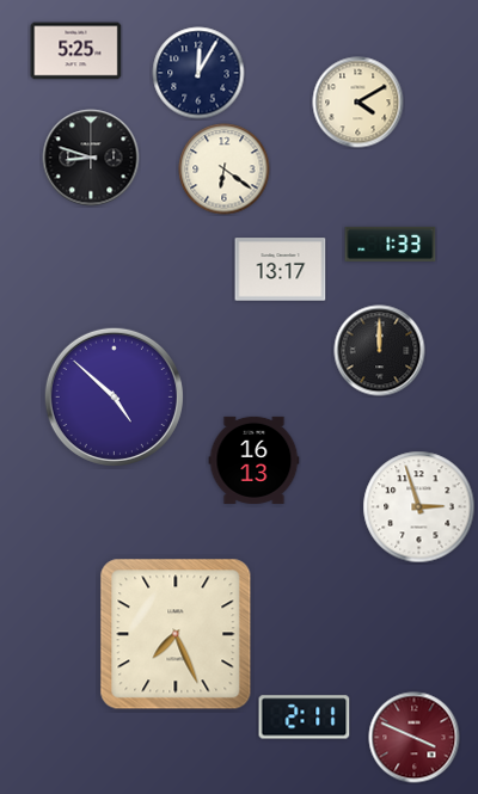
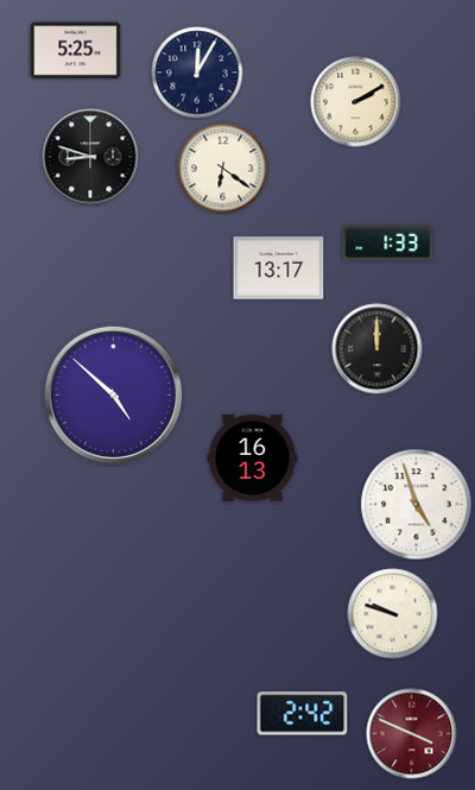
clock at (358, 103): 4:10 -> 2:10
clock at (419, 507): 2:57 -> 4:57
clock at (393, 614): none -> 9:48
clock at (176, 634): 7:26 -> none
clock at (305, 718): 2:11 -> 2:42
